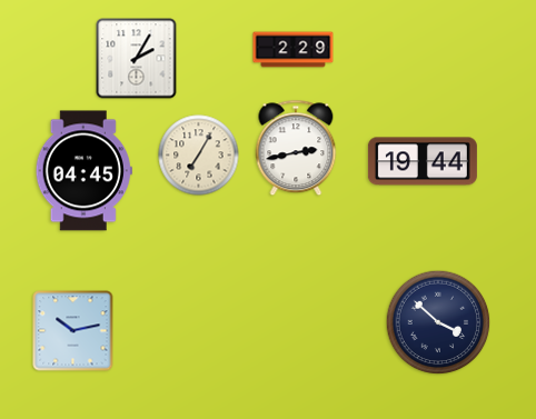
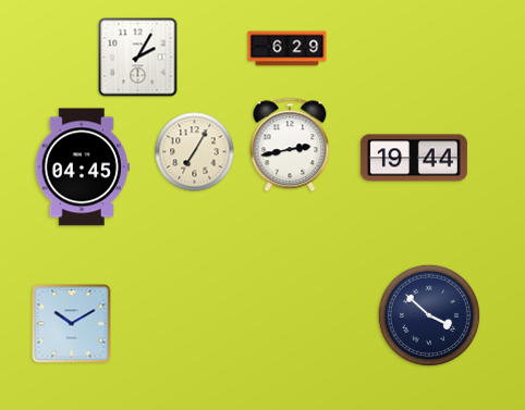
clock at (294, 50): 2:29 -> 6:29
clock at (137, 59) position: (137, 59) -> (138, 58)
clock at (73, 331): 10:13 -> 10:10
